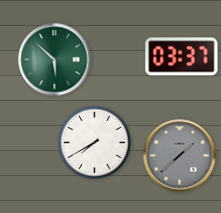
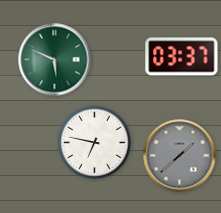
clock at (55, 60): 5:52 -> 5:49
clock at (95, 143): 7:40 -> 6:47
